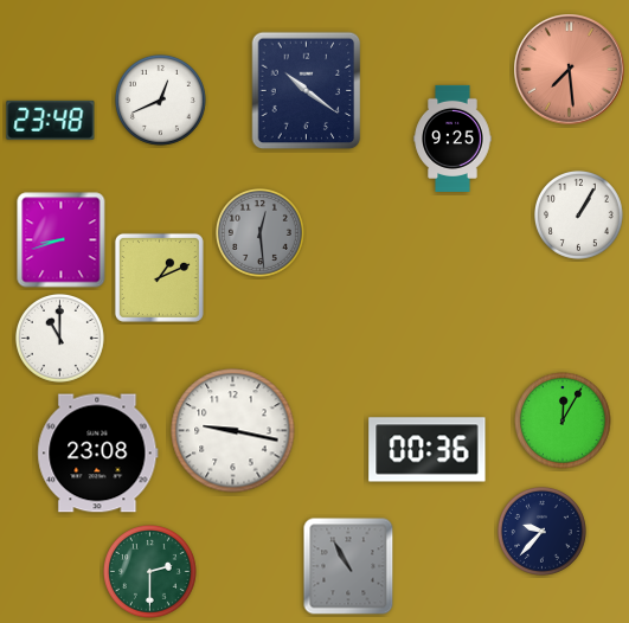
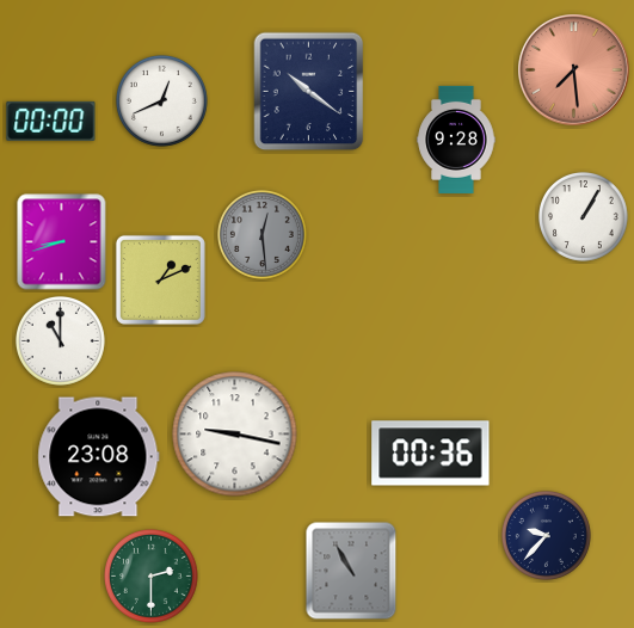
clock at (51, 120): 23:48 -> 00:00
clock at (453, 139): 9:25 -> 9:28
clock at (564, 422): 12:05 -> none
